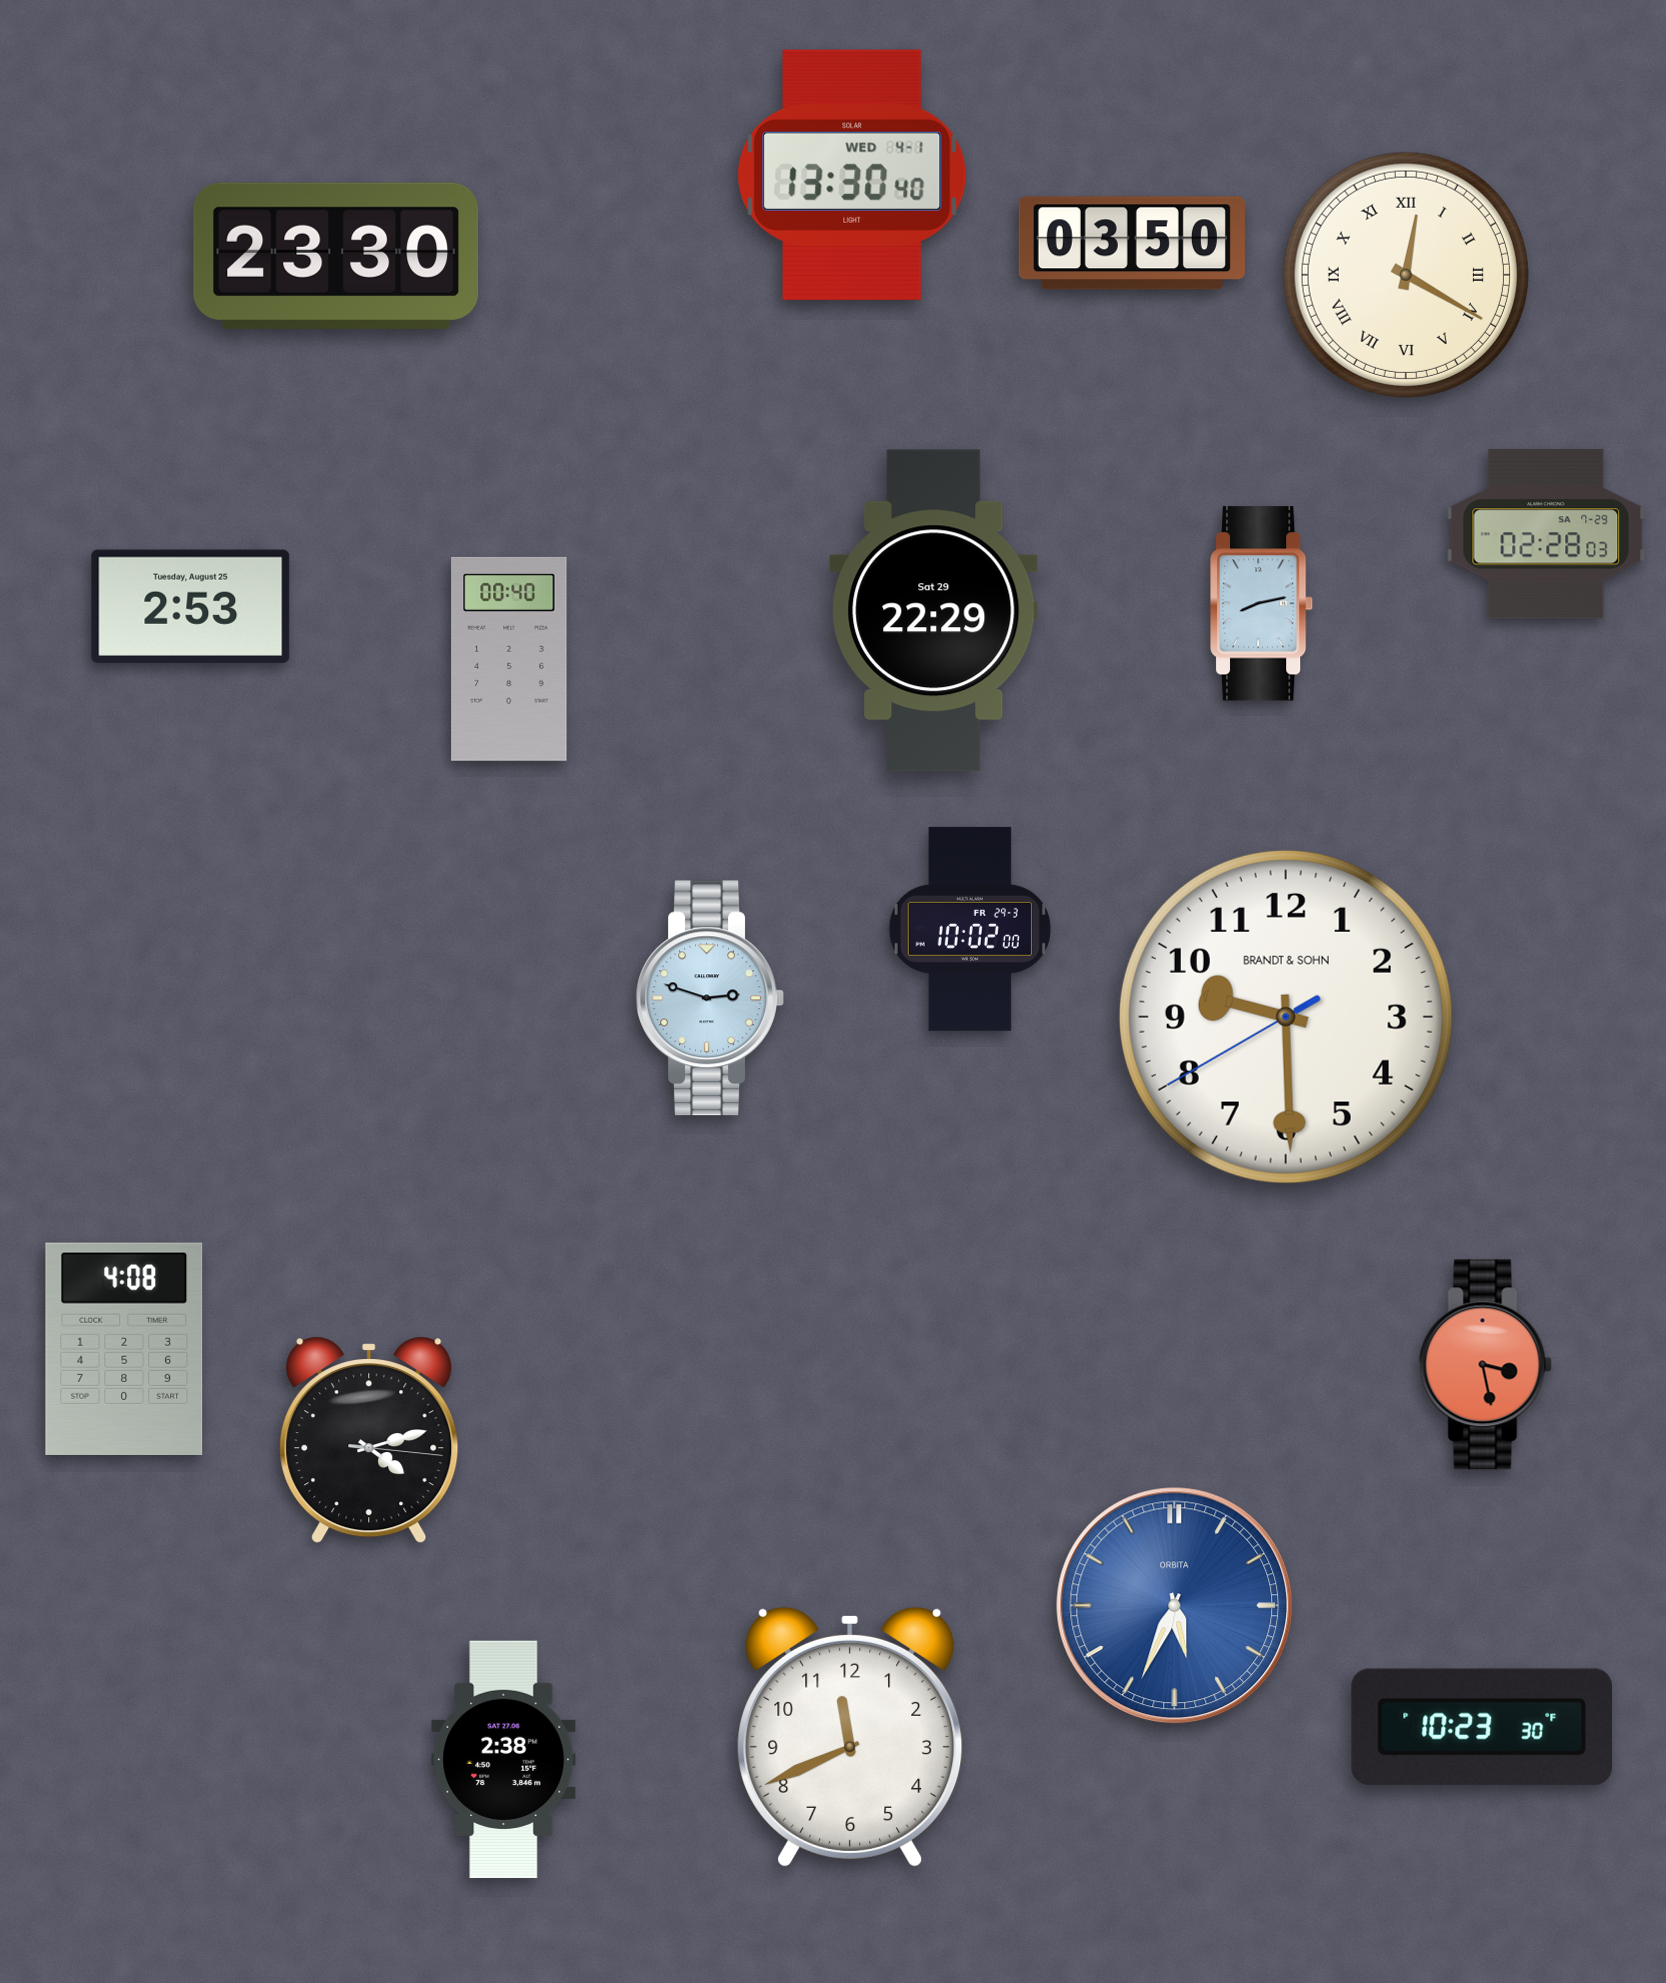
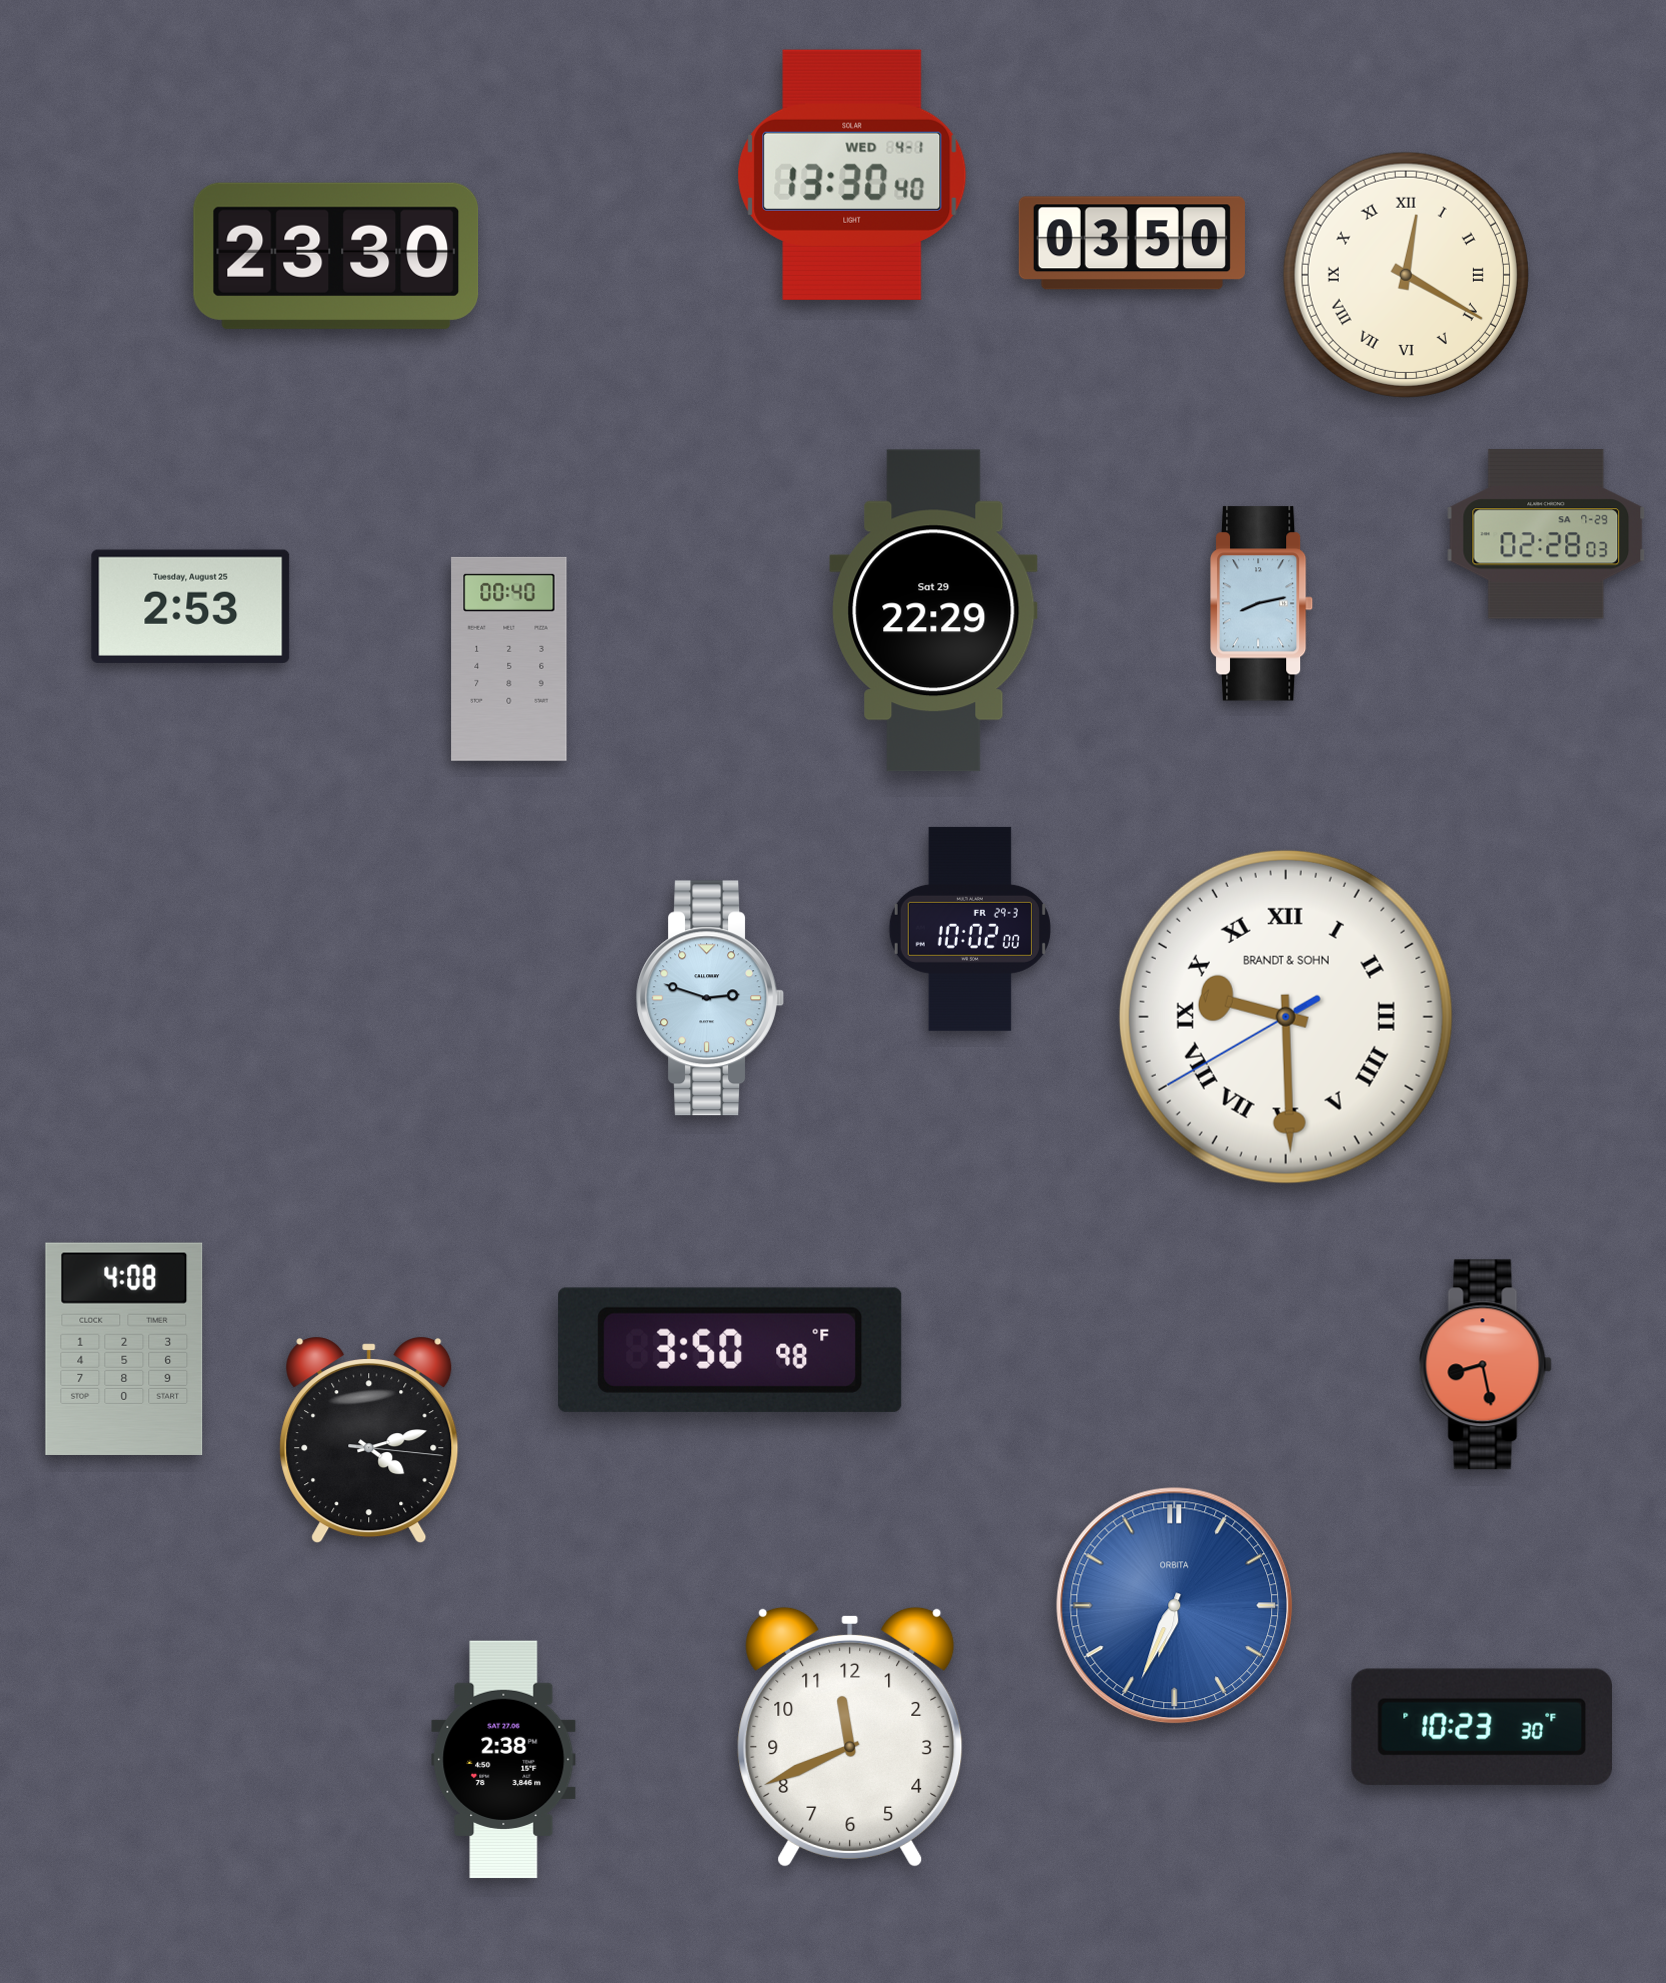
clock at (1286, 1017) numerals: Arabic -> Roman
clock at (730, 1350): none -> 3:50
clock at (1485, 1365): 3:28 -> 8:28
clock at (1175, 1606): 5:34 -> 6:34
